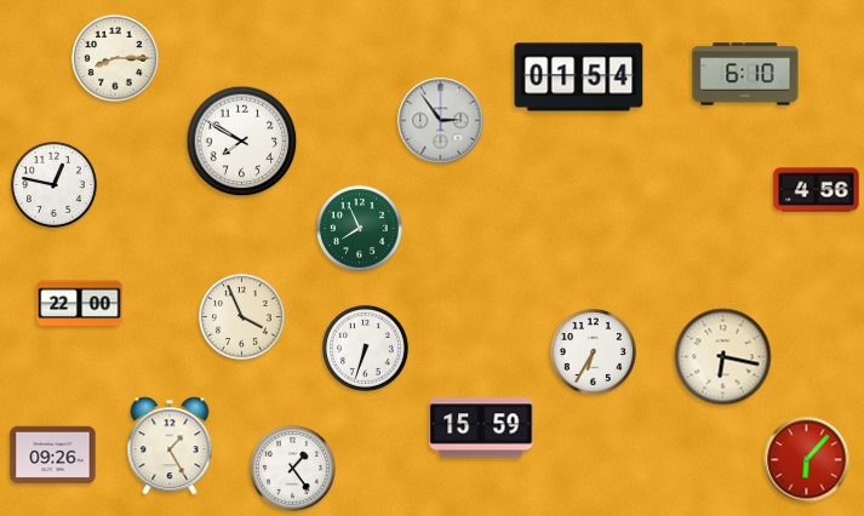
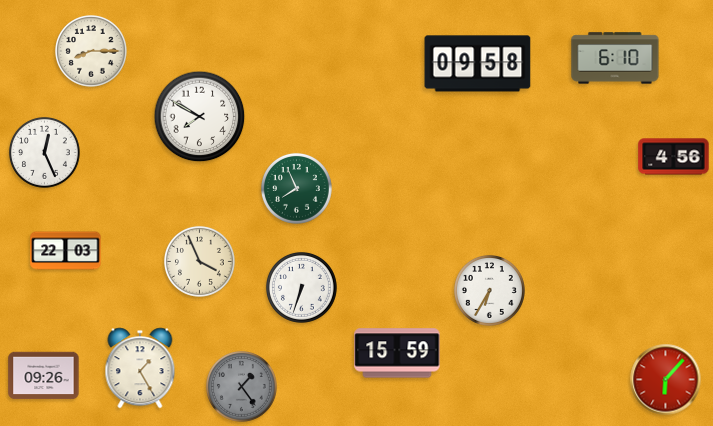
clock at (116, 59) position: (116, 59) -> (92, 52)
clock at (745, 74) position: (745, 74) -> (615, 58)
clock at (579, 78): 01:54 -> 09:58
clock at (441, 121): 2:54 -> none
clock at (53, 184): 12:47 -> 12:26
clock at (80, 304): 22:00 -> 22:03
clock at (723, 357): 6:17 -> none
clock at (292, 468) dial: white -> grey
